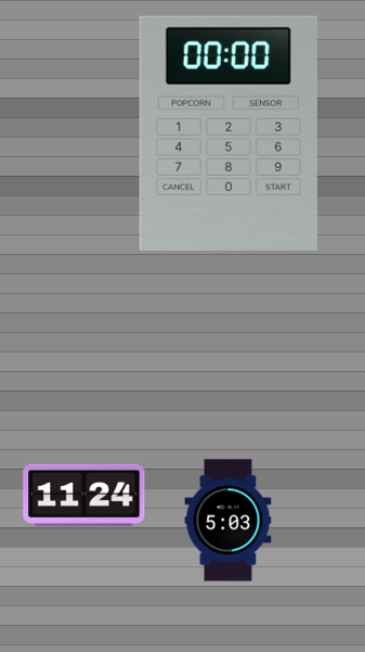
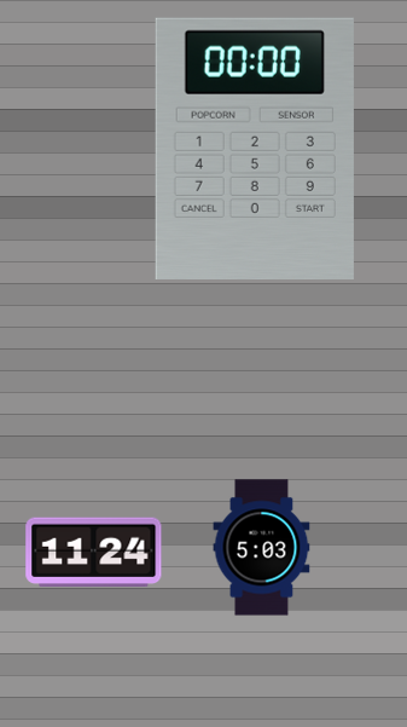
clock at (229, 521) position: (229, 521) -> (262, 548)
